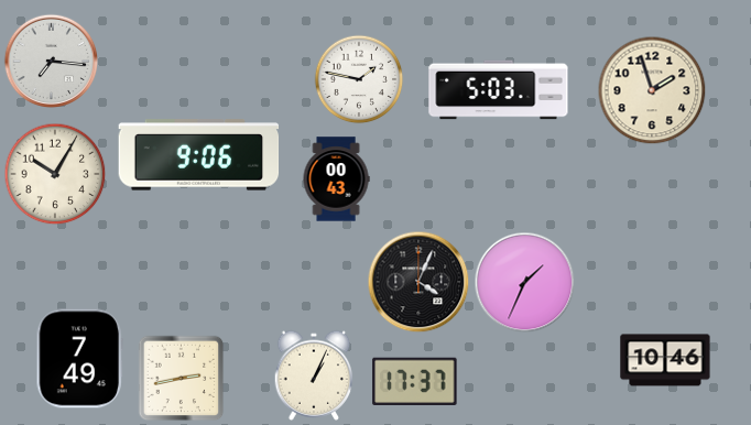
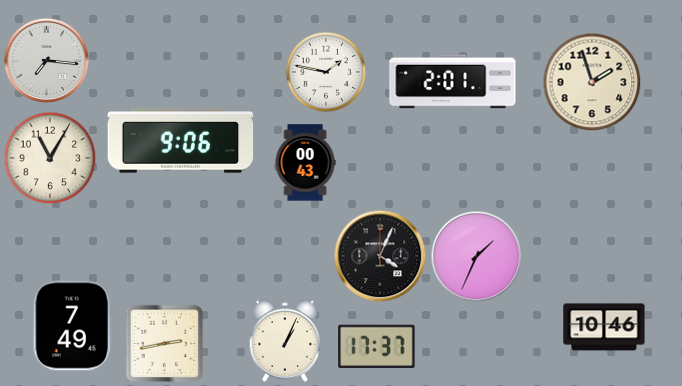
clock at (51, 61) position: (51, 61) -> (46, 60)
clock at (499, 90): 5:03 -> 2:01
clock at (55, 174): 10:05 -> 11:05
